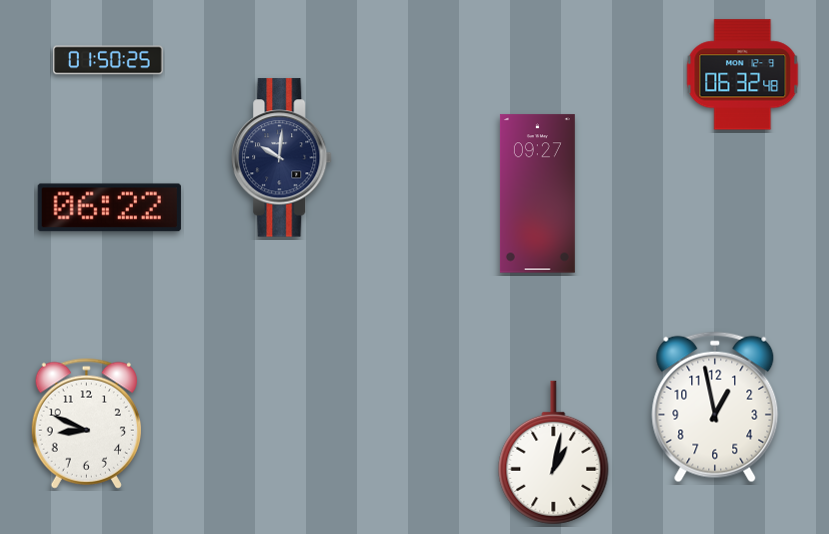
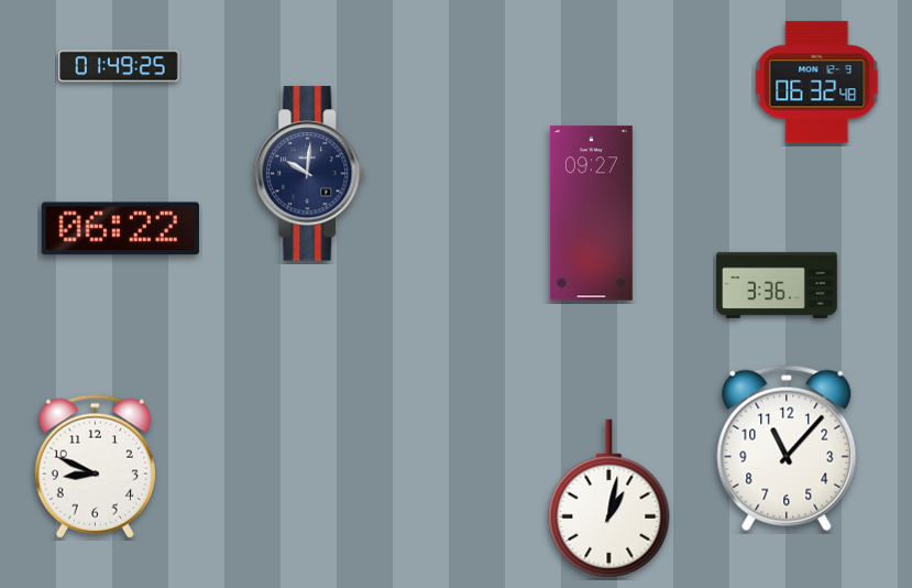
clock at (109, 60): 01:50 -> 01:49
clock at (777, 285): none -> 3:36
clock at (715, 407): 12:58 -> 11:07
